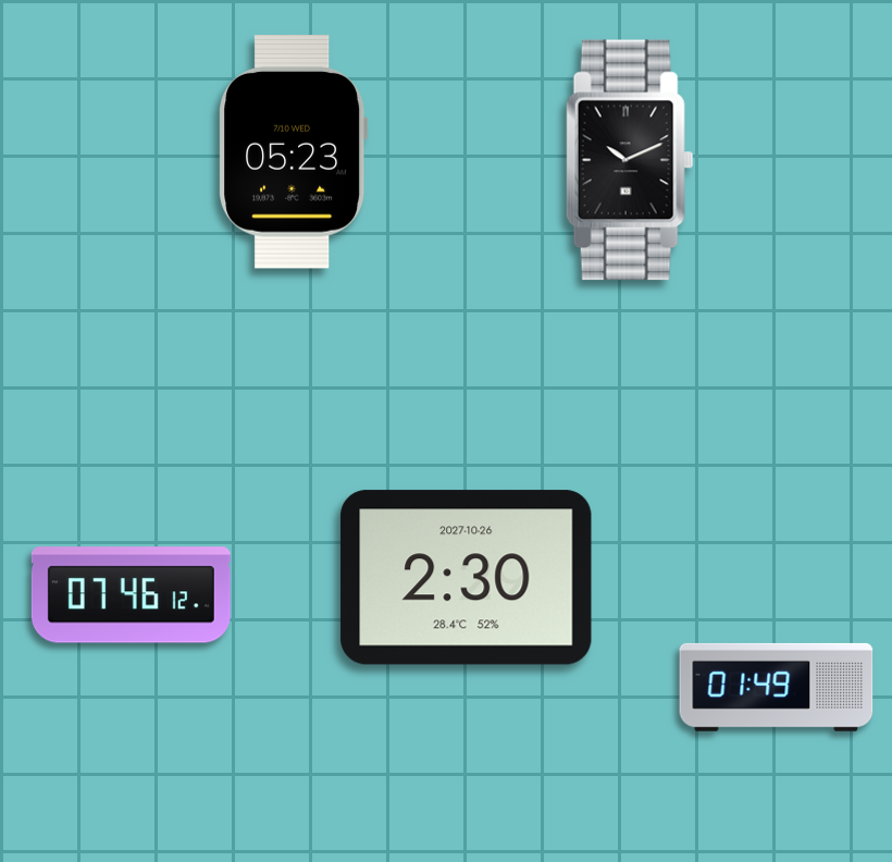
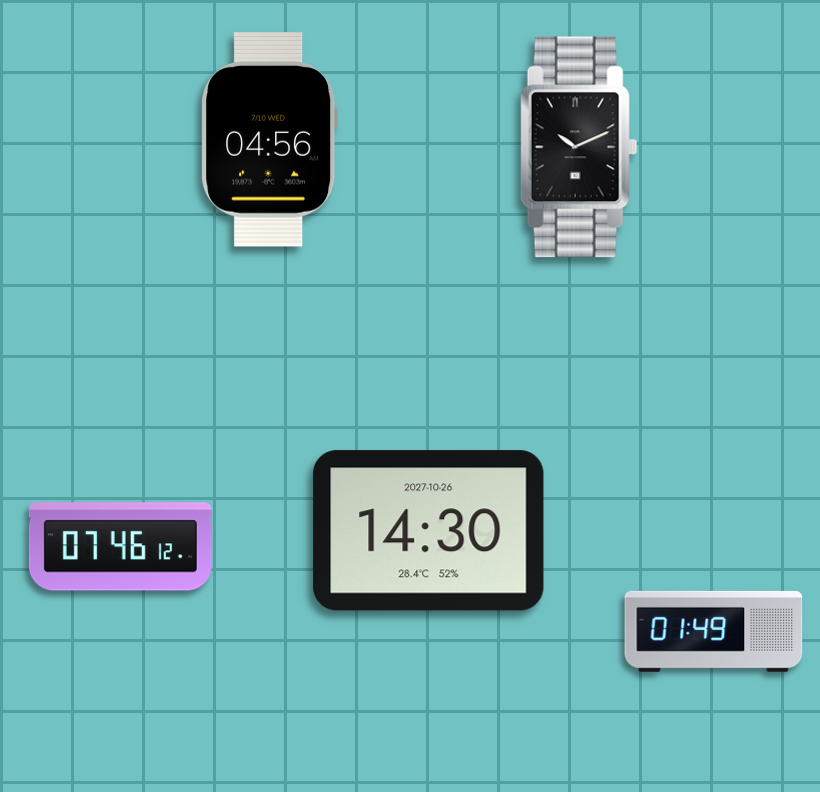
clock at (294, 152): 05:23 -> 04:56
clock at (467, 578): 2:30 -> 14:30
